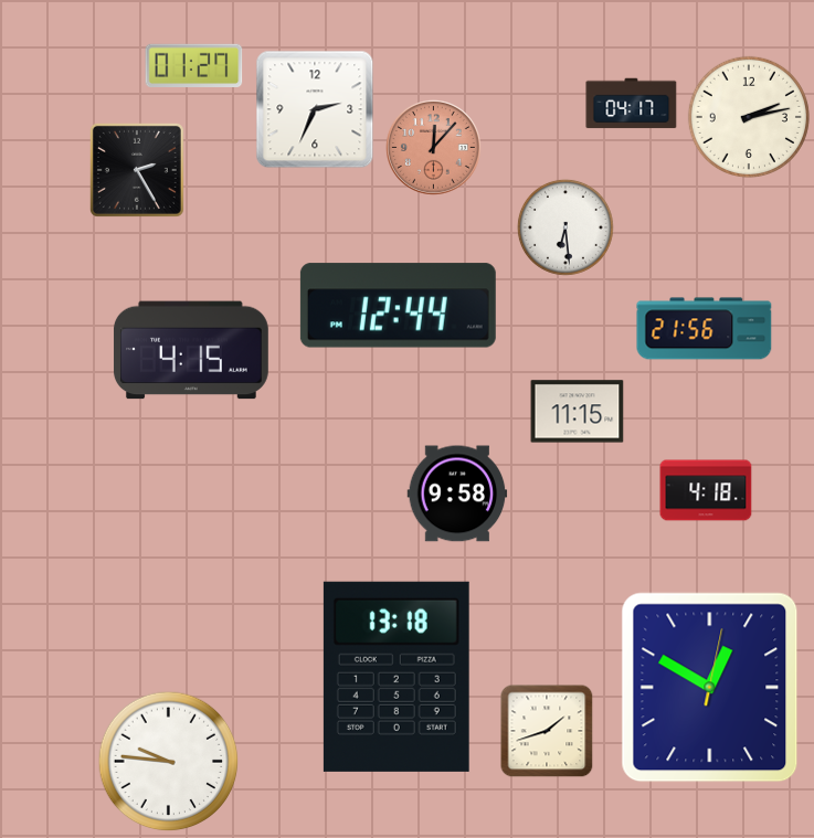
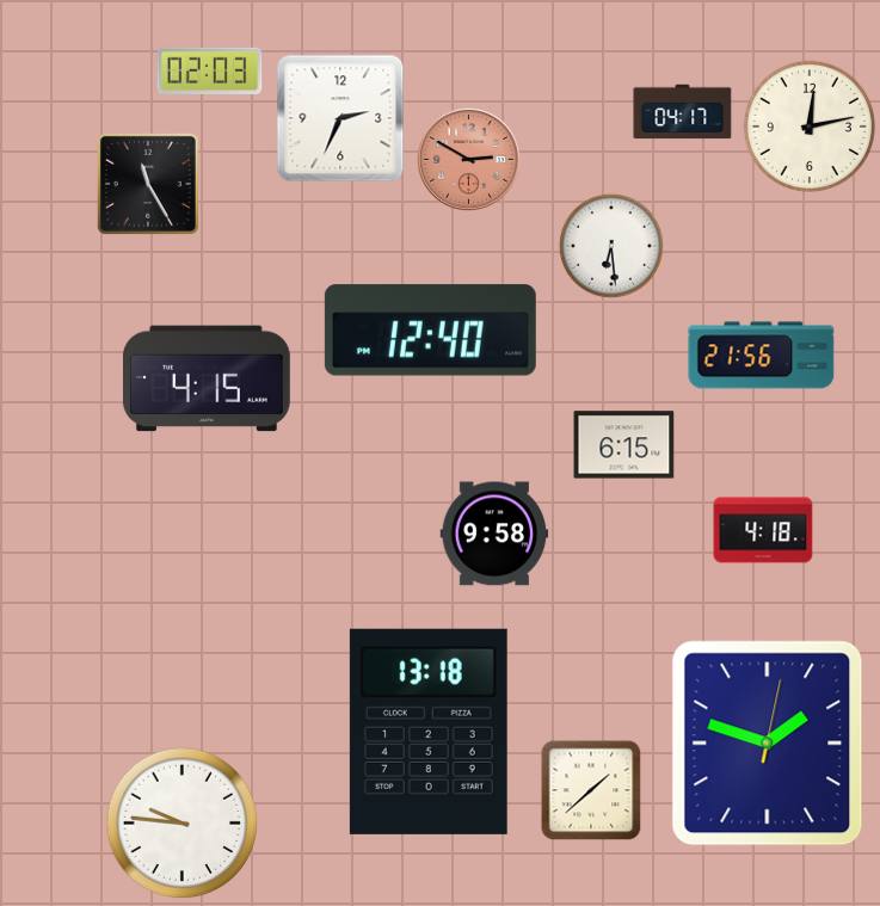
clock at (194, 65): 01:27 -> 02:03
clock at (749, 117): 2:13 -> 12:13
clock at (433, 147): 12:07 -> 2:50
clock at (137, 170): 2:25 -> 11:25
clock at (398, 306): 12:44 -> 12:40
clock at (578, 412): 11:15 -> 6:15
clock at (710, 688): 12:50 -> 1:48
clock at (547, 731): 1:42 -> 1:38
